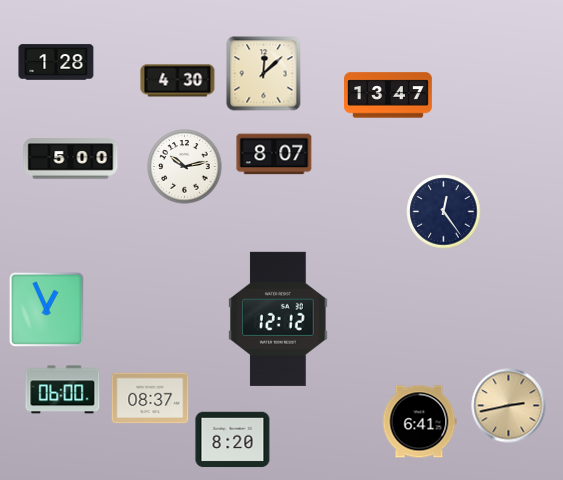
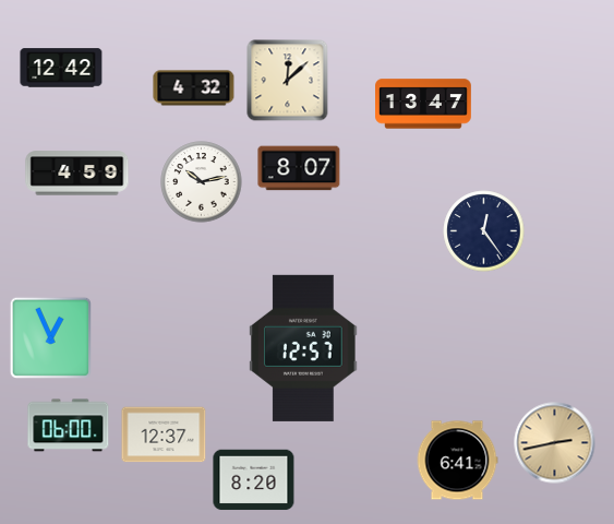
clock at (56, 62): 1:28 -> 12:42
clock at (178, 81): 4:30 -> 4:32
clock at (71, 159): 5:00 -> 4:59
clock at (278, 319): 12:12 -> 12:57
clock at (150, 398): 08:37 -> 12:37
